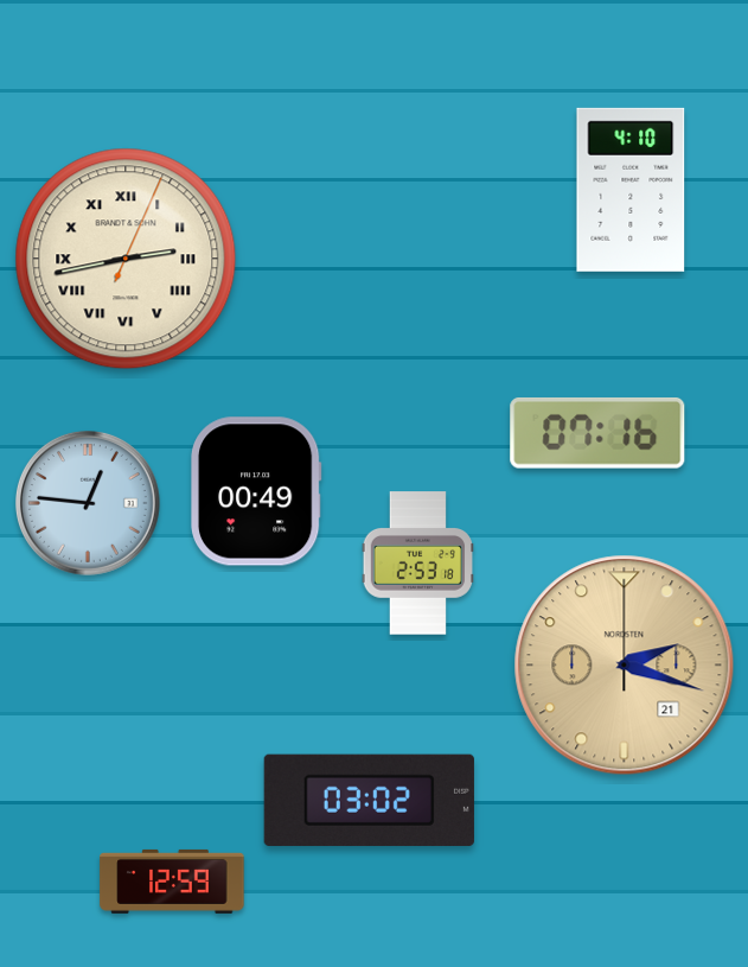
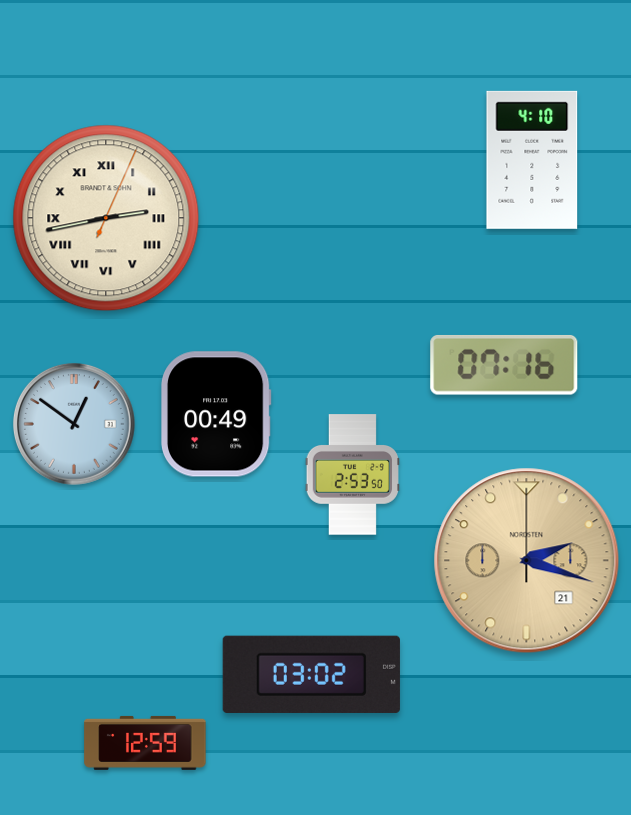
clock at (88, 503): 12:46 -> 12:51
clock at (417, 564): 2:53:18 -> 2:53:50
